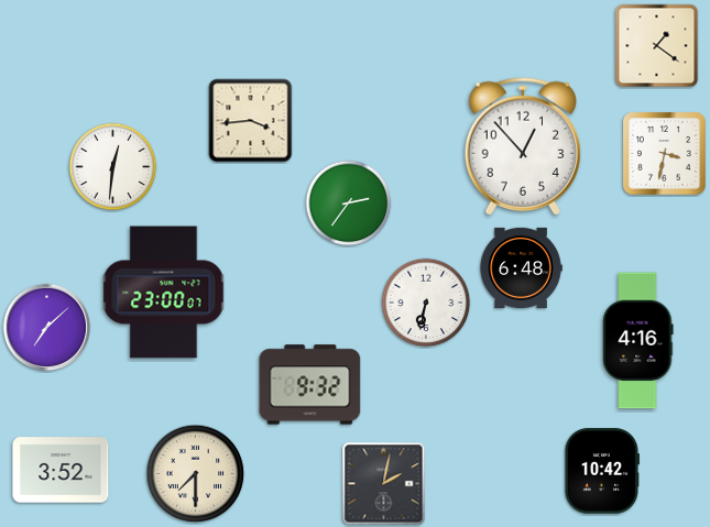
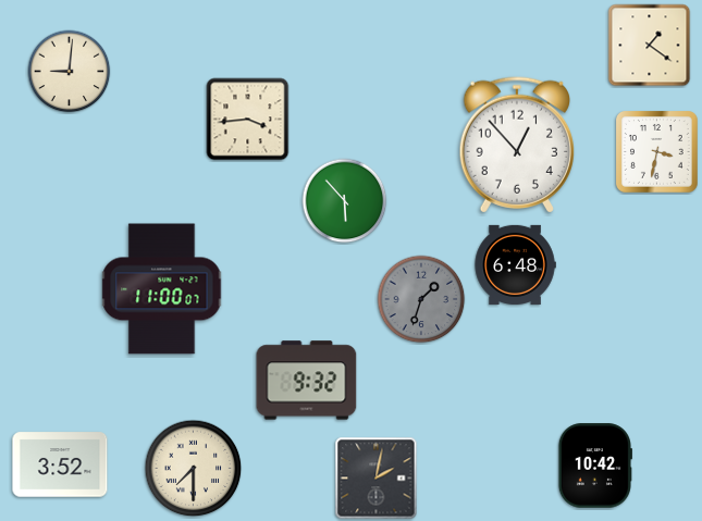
clock at (70, 72): none -> 9:01
clock at (113, 167): 12:31 -> none
clock at (349, 204): 2:36 -> 5:53
clock at (164, 293): 23:00 -> 11:00
clock at (426, 303): 6:32 -> 1:33
clock at (426, 303) dial: white -> grey
clock at (47, 328): 7:08 -> none
clock at (638, 341): 4:16 -> none
clock at (384, 484) position: (384, 484) -> (377, 479)
